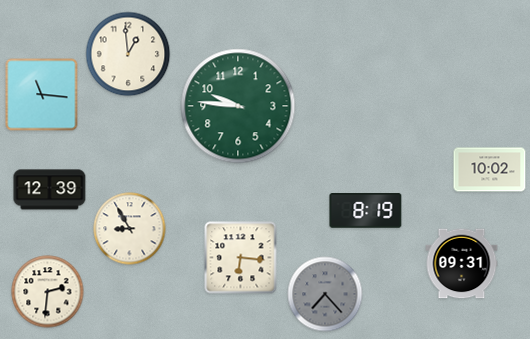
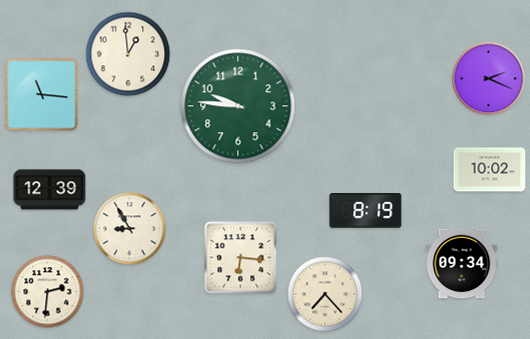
clock at (489, 79): none -> 2:19
clock at (462, 264): 09:31 -> 09:34
clock at (325, 294) dial: grey -> cream
